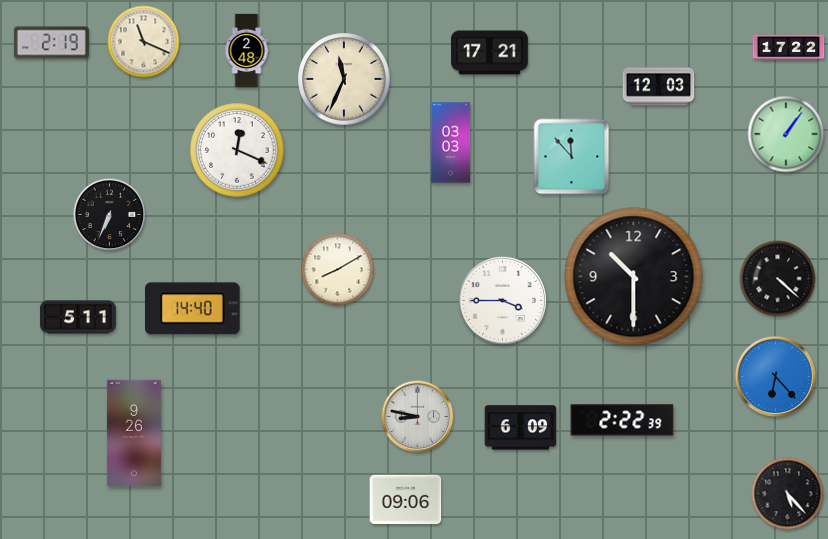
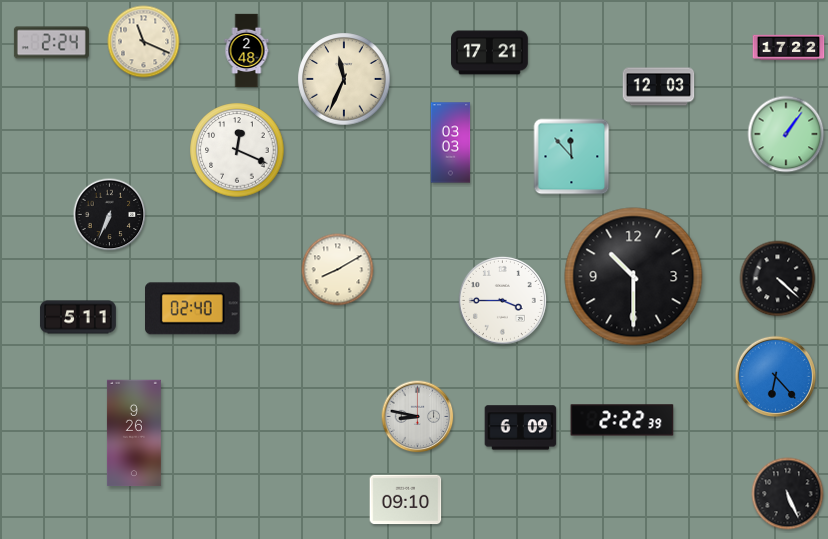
clock at (51, 43): 2:19 -> 2:24
clock at (193, 309): 14:40 -> 02:40
clock at (788, 494): 5:23 -> 5:26
clock at (406, 500): 09:06 -> 09:10
